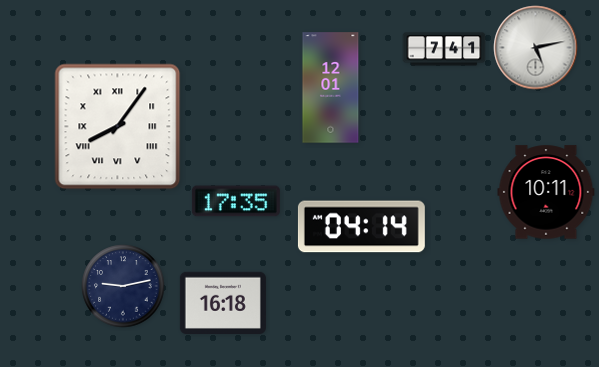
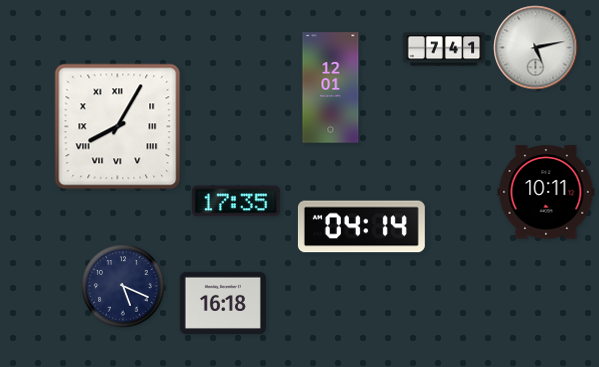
clock at (118, 127): 8:06 -> 8:05
clock at (123, 286): 9:13 -> 5:19
